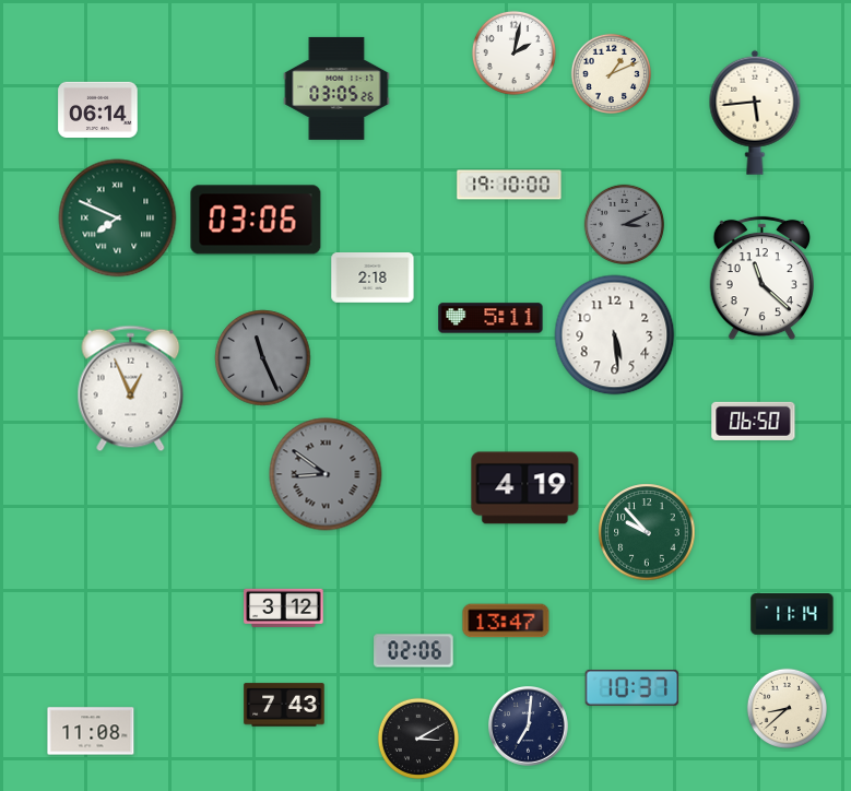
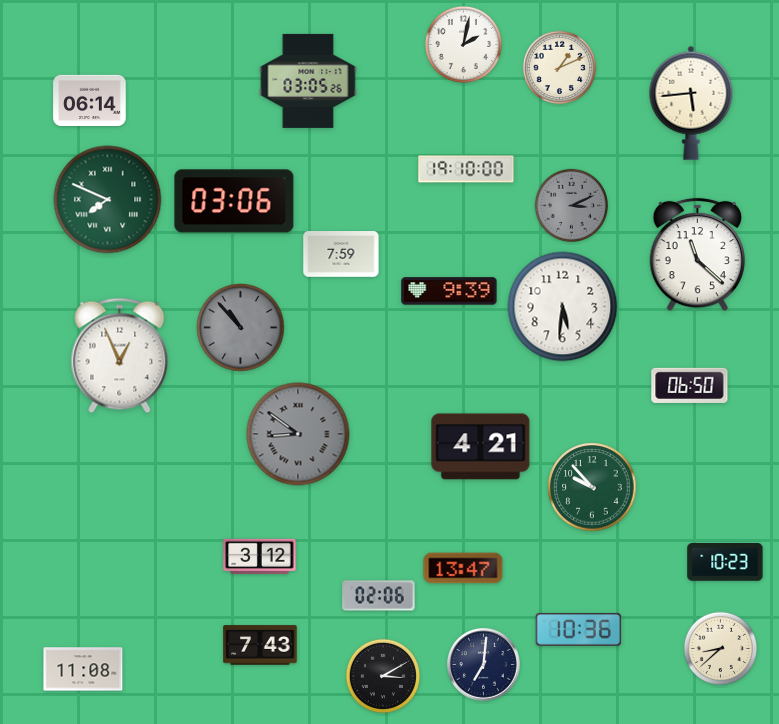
clock at (513, 52) position: (513, 52) -> (463, 44)
clock at (373, 278): 2:18 -> 7:59
clock at (490, 318): 5:11 -> 9:39
clock at (615, 335): 5:29 -> 5:31
clock at (263, 358): 11:26 -> 10:53
clock at (525, 488): 4:19 -> 4:21
clock at (792, 615): 11:14 -> 10:23
clock at (633, 688): 10:37 -> 10:36
